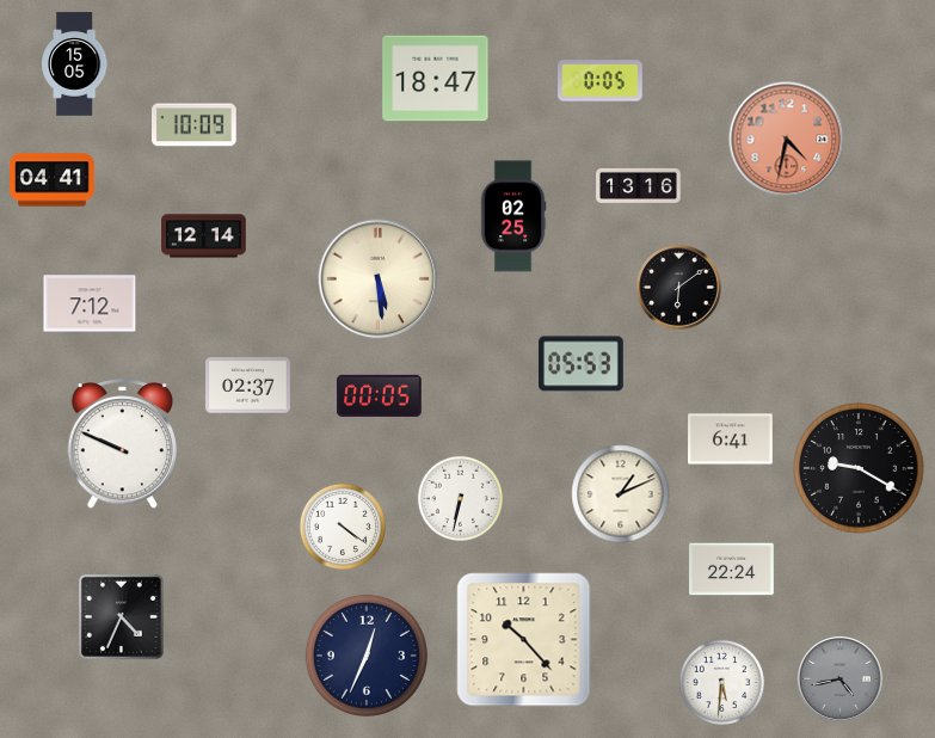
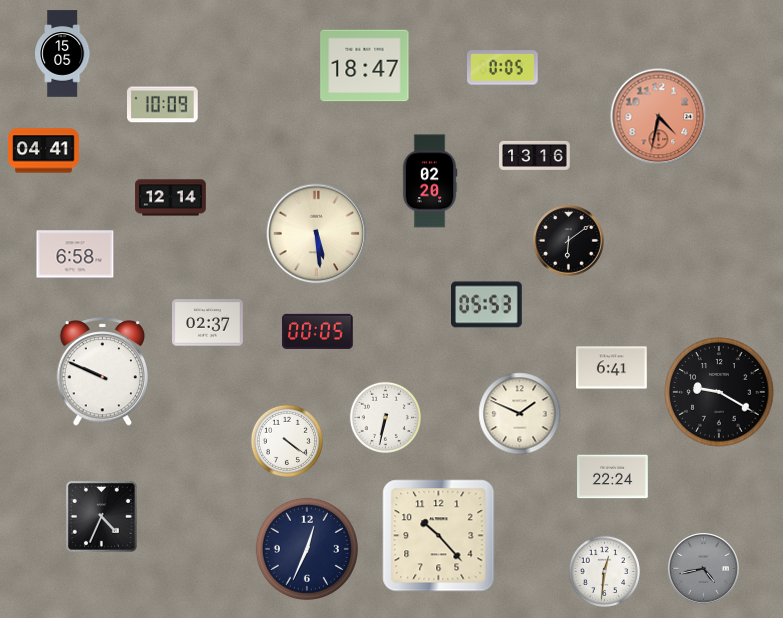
clock at (513, 216): 02:25 -> 02:20
clock at (90, 303): 7:12 -> 6:58
clock at (621, 494): 1:11 -> 1:49
clock at (721, 682): 5:31 -> 12:31
